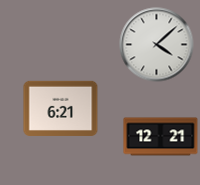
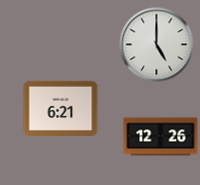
clock at (157, 45): 4:08 -> 5:00
clock at (161, 137): 12:21 -> 12:26
